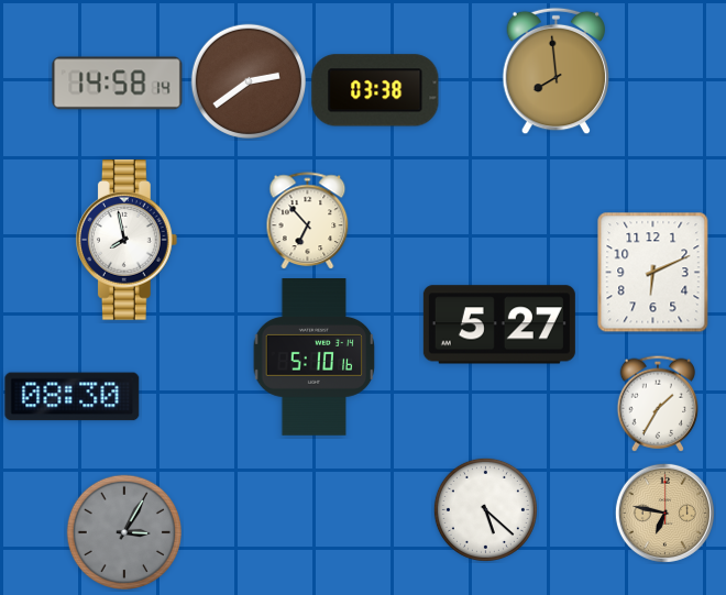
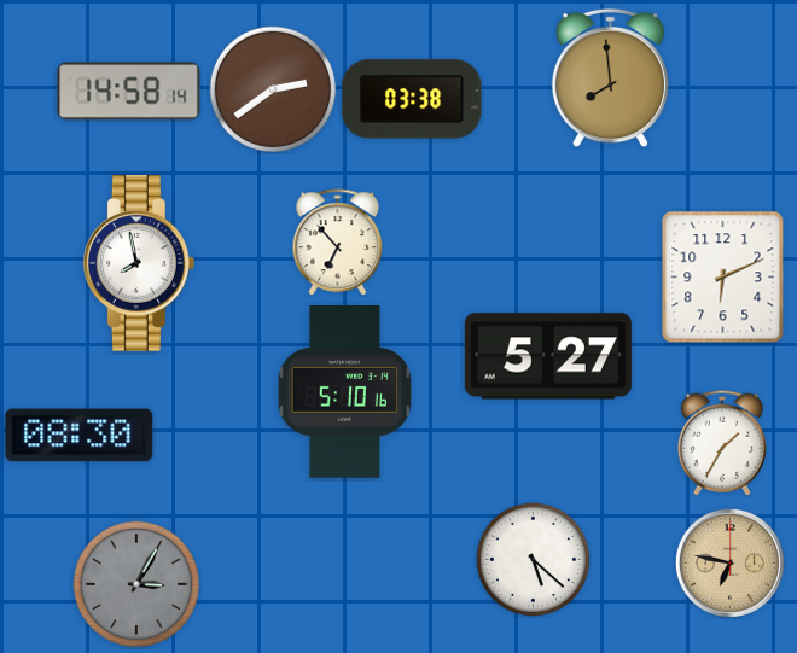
clock at (653, 273) position: (653, 273) -> (723, 278)
